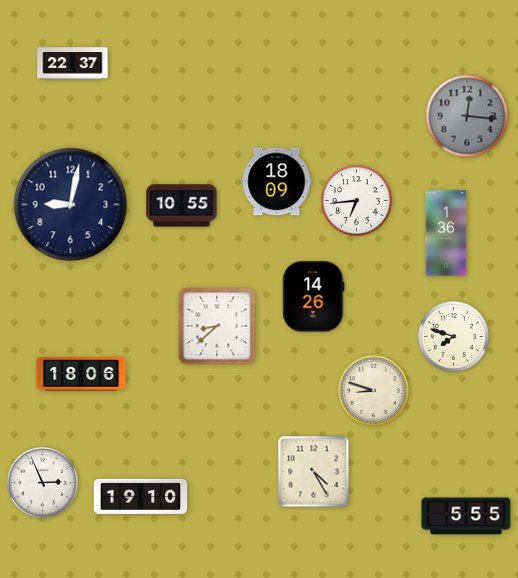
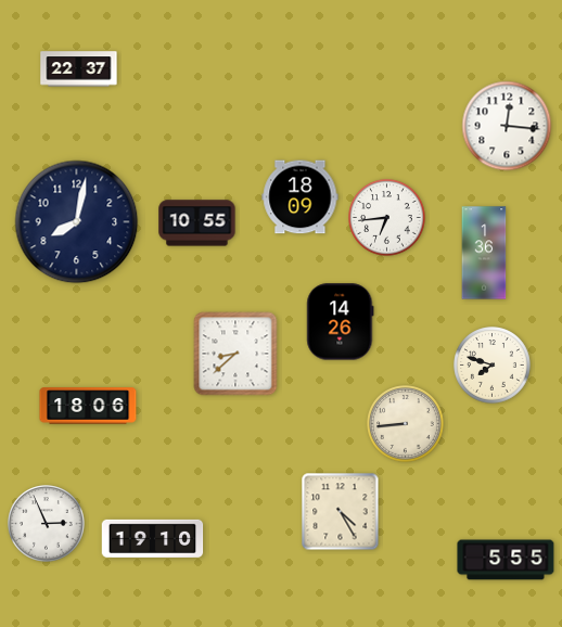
clock at (467, 116) dial: grey -> white
clock at (71, 205): 9:02 -> 8:02
clock at (374, 391): 8:48 -> 8:44
